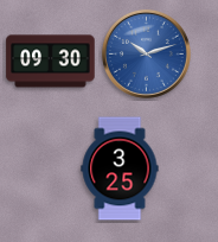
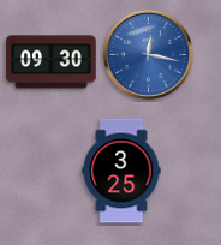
clock at (146, 53): 10:12 -> 12:17
